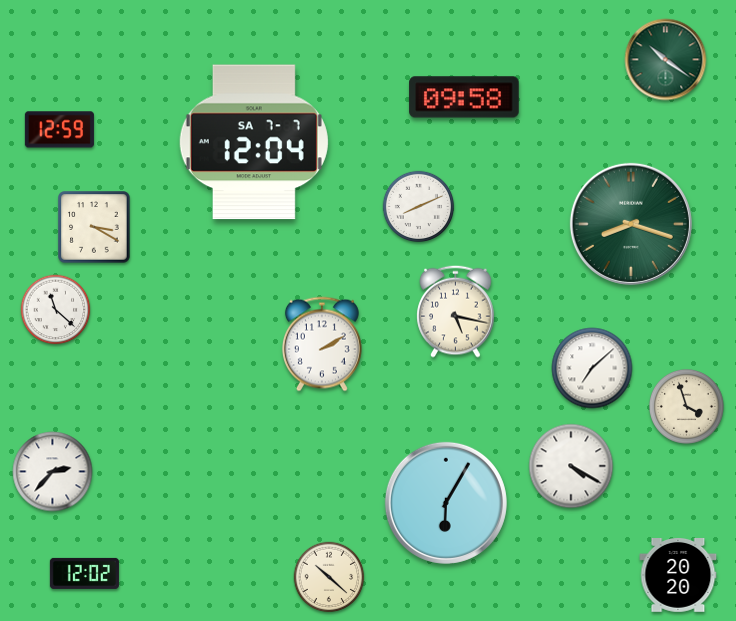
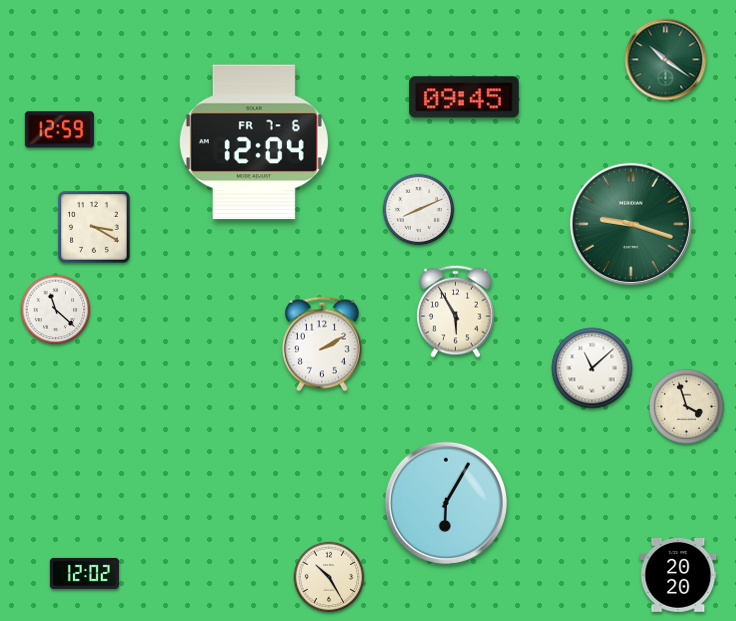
clock at (464, 97): 09:58 -> 09:45
clock at (254, 142) date: SA 7-7 -> FR 7-6
clock at (419, 207) position: (419, 207) -> (419, 210)
clock at (631, 224): 8:18 -> 9:18
clock at (456, 311): 5:17 -> 5:55
clock at (592, 368): 7:08 -> 11:08
clock at (571, 466): 4:20 -> none
clock at (53, 472): 2:37 -> none
clock at (329, 577): 10:22 -> 10:25
